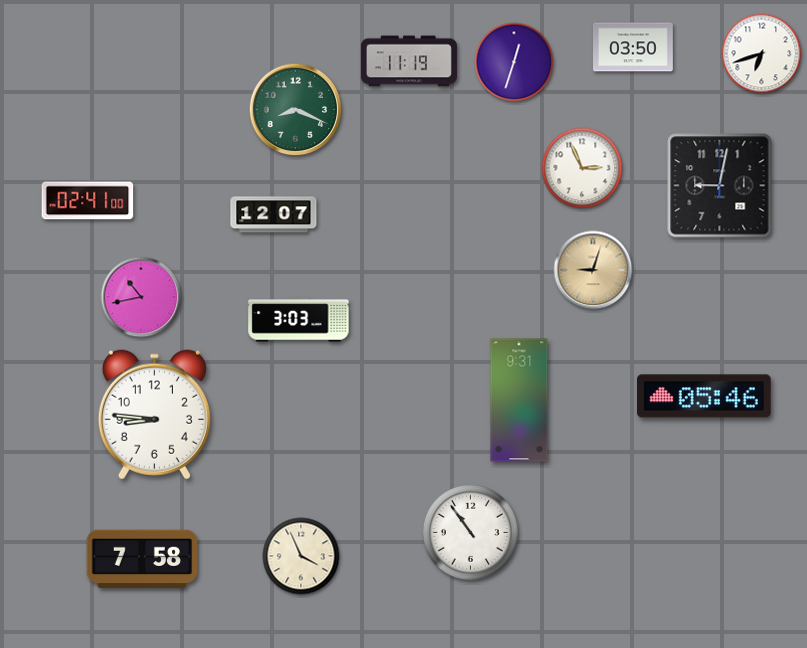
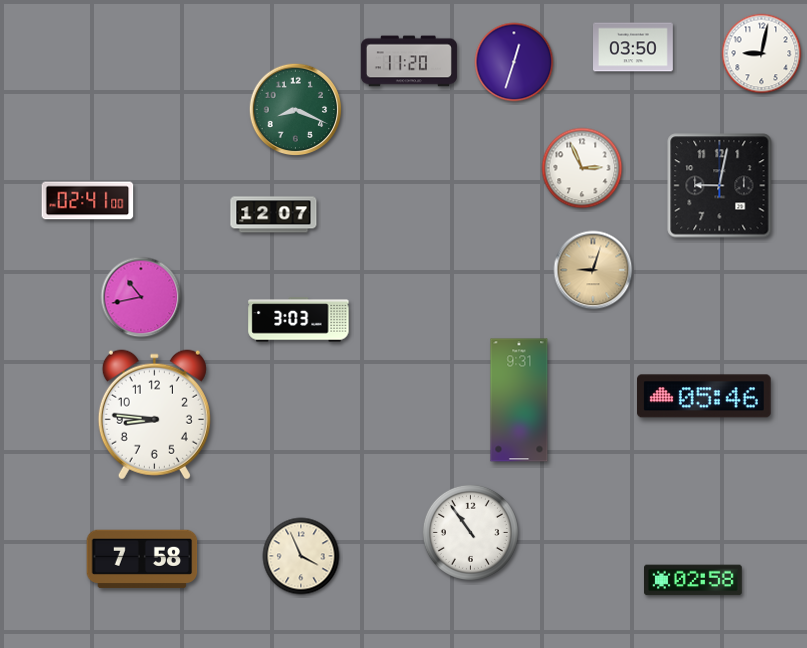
clock at (762, 54): 6:42 -> 9:02
clock at (409, 61): 11:19 -> 11:20
clock at (694, 580): none -> 02:58
